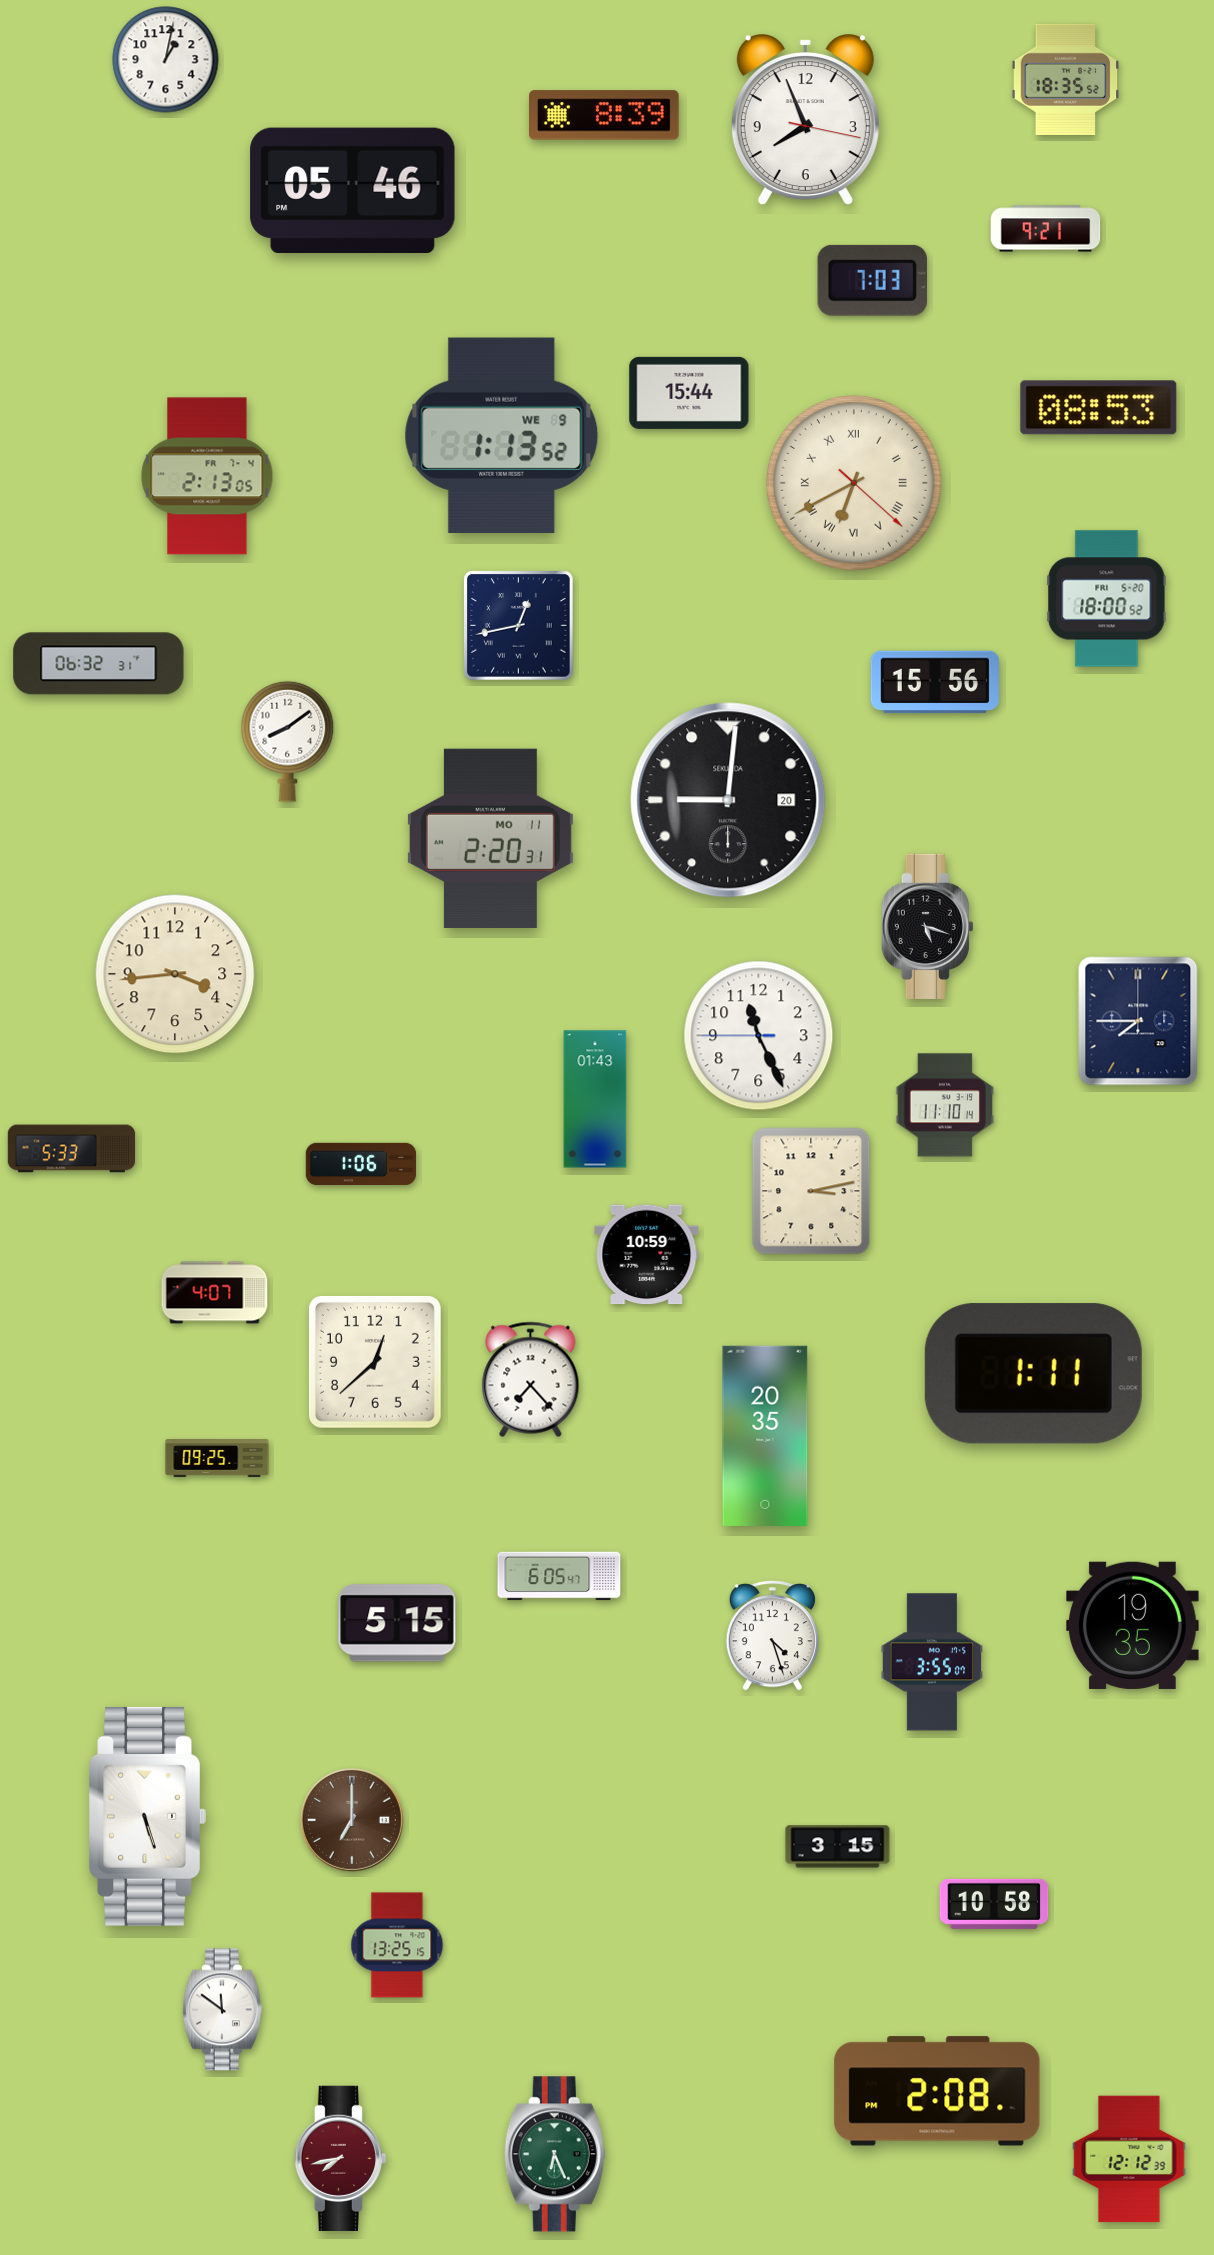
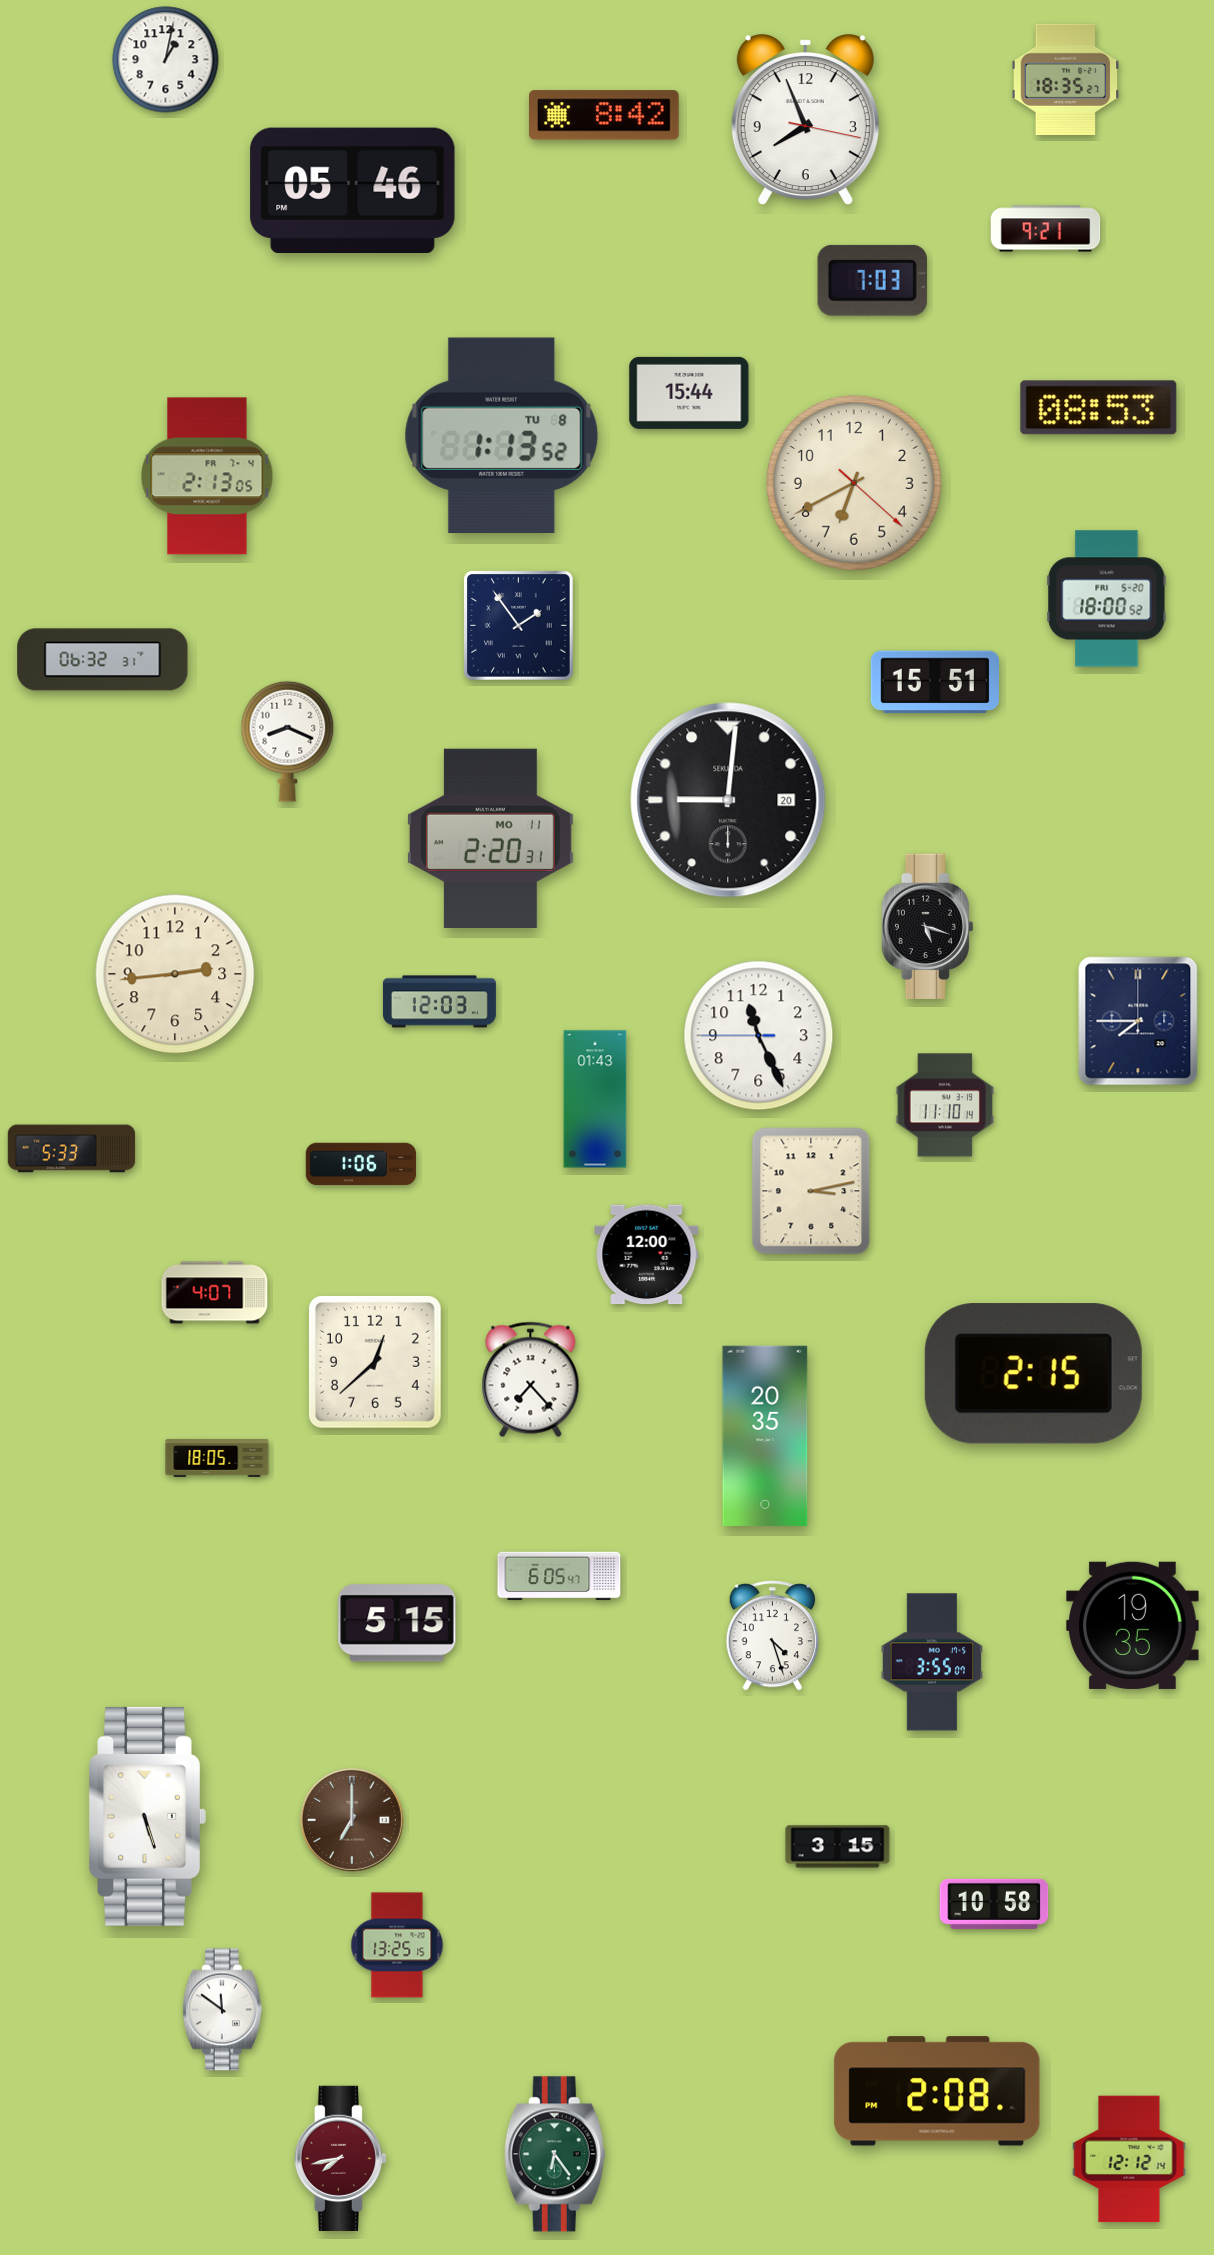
clock at (1066, 79): 18:35:52 -> 18:35:27
clock at (605, 115): 8:39 -> 8:42
clock at (502, 435) date: WE 9 -> TU 8
clock at (854, 483) numerals: Roman -> Arabic
clock at (519, 626): 12:43 -> 1:54
clock at (99, 664) position: (99, 664) -> (103, 660)
clock at (935, 682): 15:56 -> 15:51
clock at (288, 741): 8:09 -> 8:19
clock at (175, 974): 3:44 -> 2:44
clock at (439, 1002): none -> 12:03
clock at (647, 1255): 10:59 -> 12:00
clock at (1033, 1374): 1:11 -> 2:15
clock at (217, 1459): 09:25 -> 18:05
clock at (555, 2154): 6:26 -> 6:24
clock at (1129, 2159): 12:12:39 -> 12:12:14
